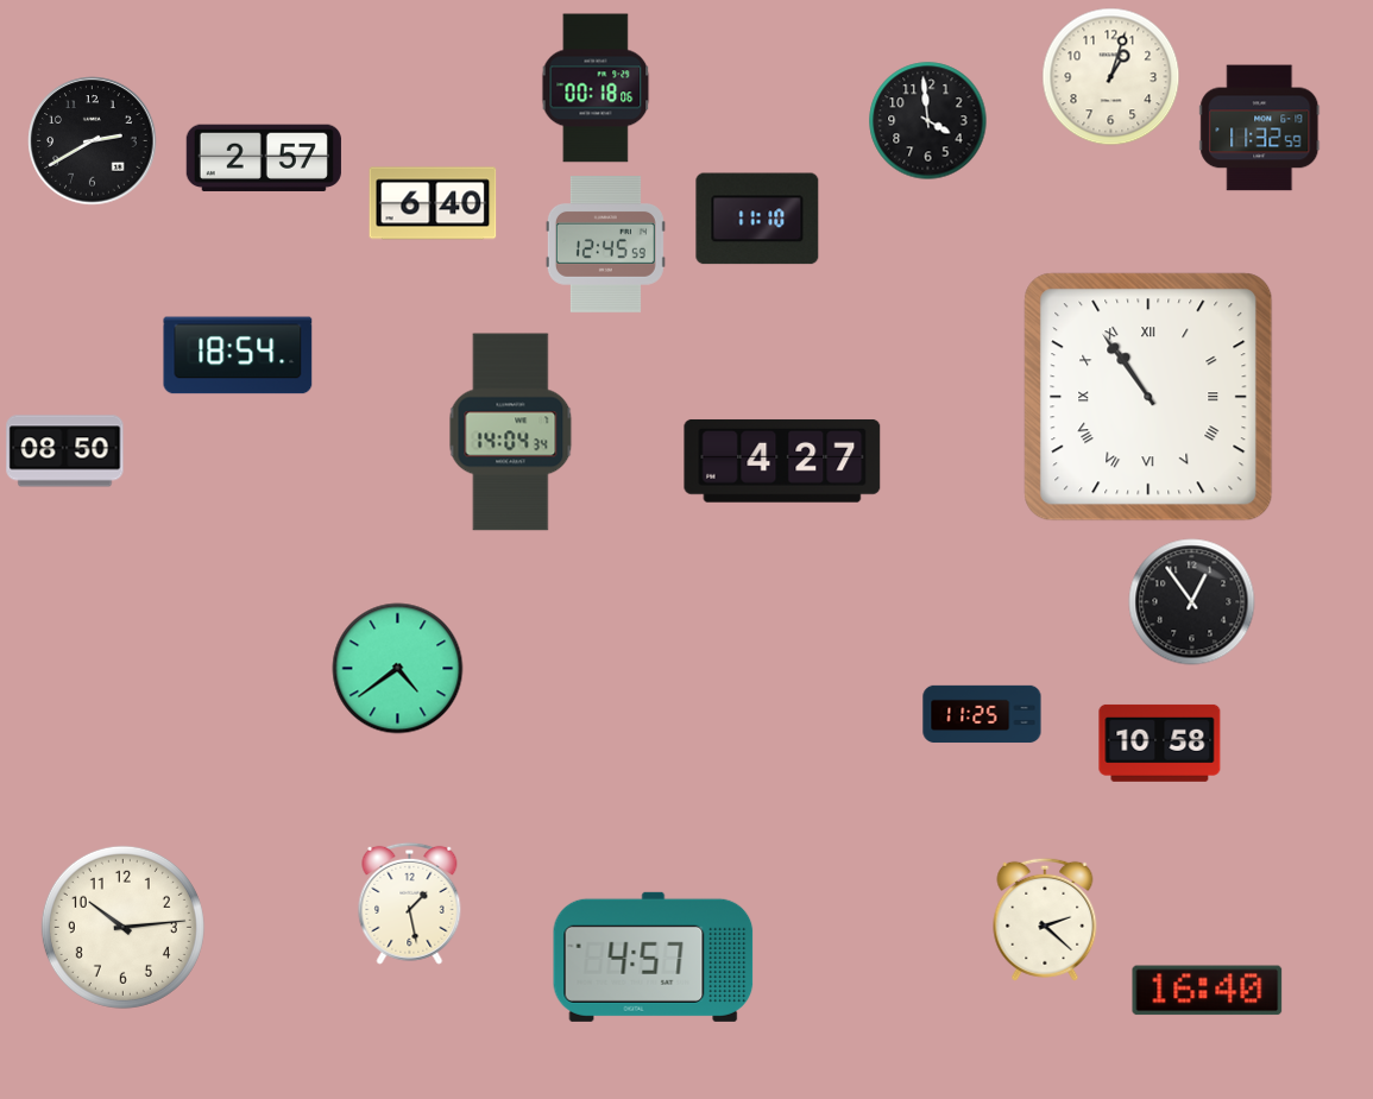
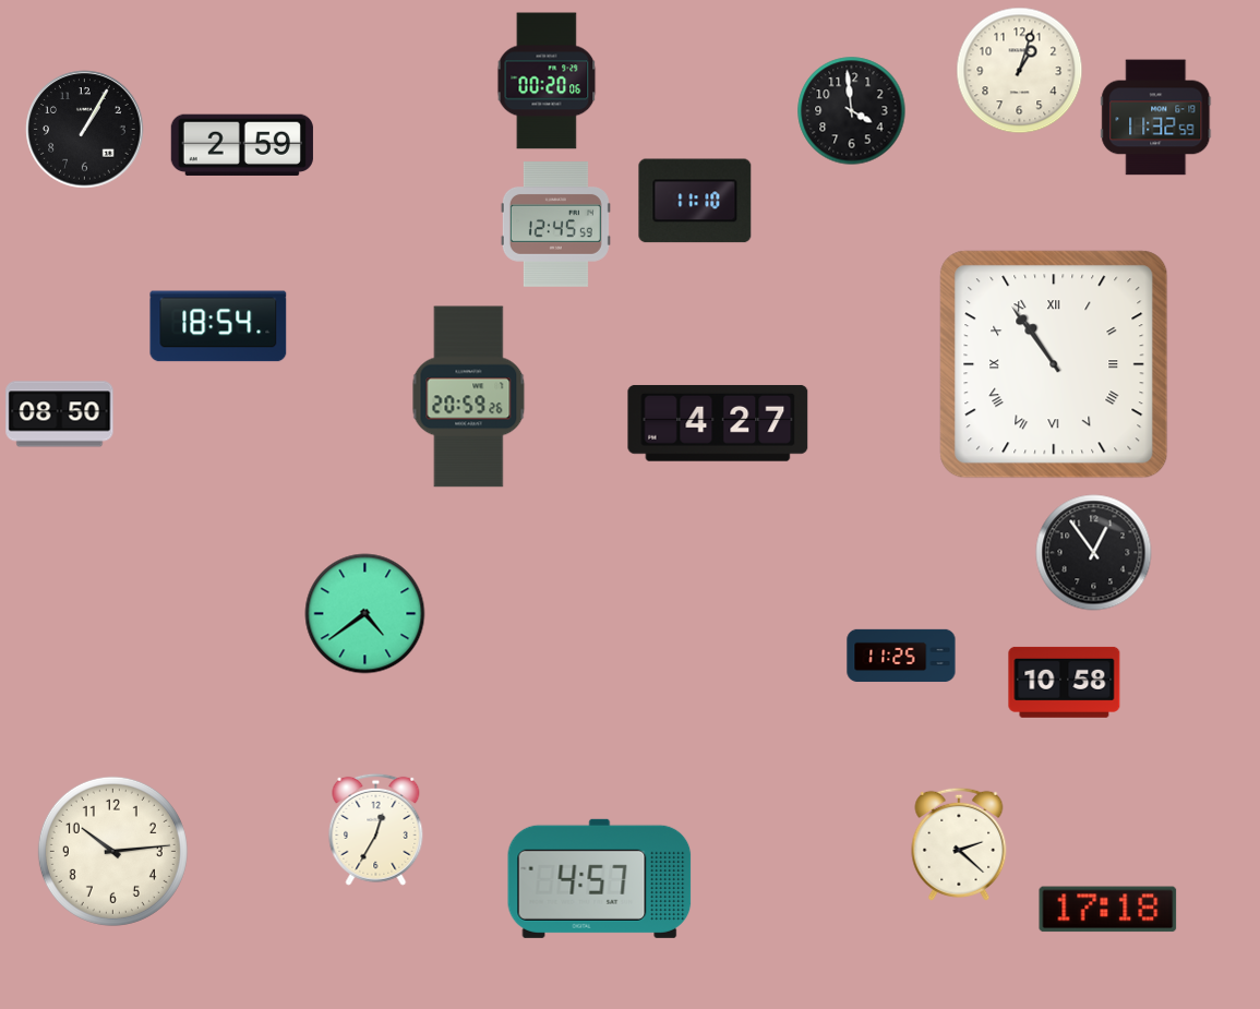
clock at (596, 88): 00:18 -> 00:20
clock at (93, 141): 2:40 -> 1:05
clock at (264, 157): 2:57 -> 2:59
clock at (433, 203): 6:40 -> none
clock at (511, 432): 14:04 -> 20:59
clock at (410, 903): 1:28 -> 12:35
clock at (1208, 991): 16:40 -> 17:18
